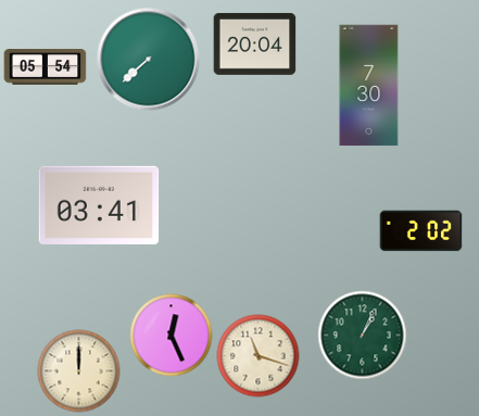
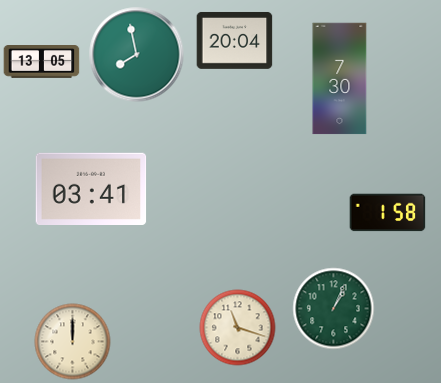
clock at (149, 60): 7:38 -> 7:58
clock at (46, 67): 05:54 -> 13:05
clock at (421, 231): 2:02 -> 1:58
clock at (172, 336): 12:26 -> none
